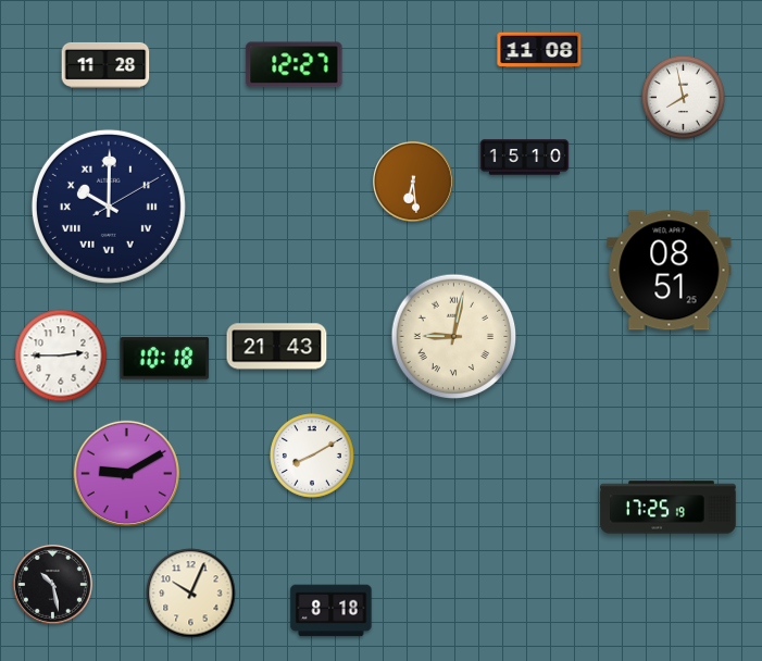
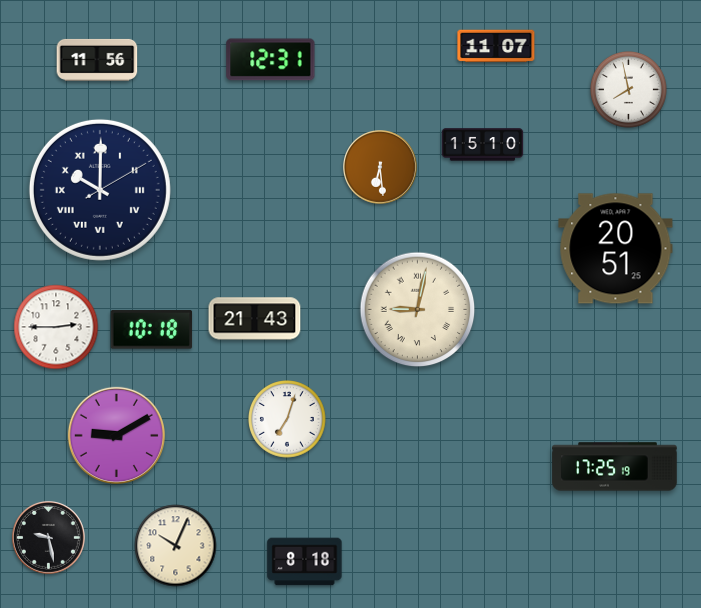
clock at (539, 50): 11:08 -> 11:07
clock at (105, 65): 11:28 -> 11:56
clock at (295, 65): 12:27 -> 12:31
clock at (670, 271): 08:51 -> 20:51
clock at (313, 457): 8:10 -> 7:03
clock at (52, 584): 10:28 -> 9:28
